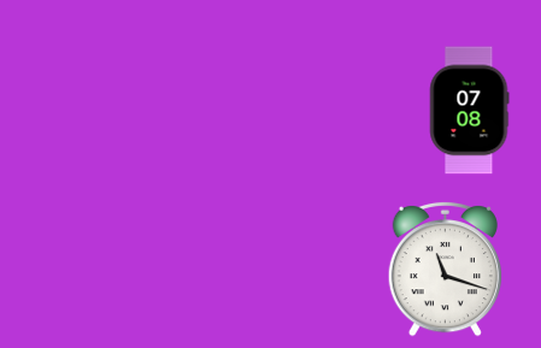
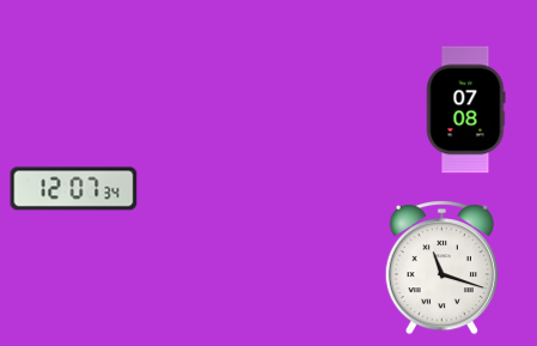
clock at (74, 189): none -> 12:07
